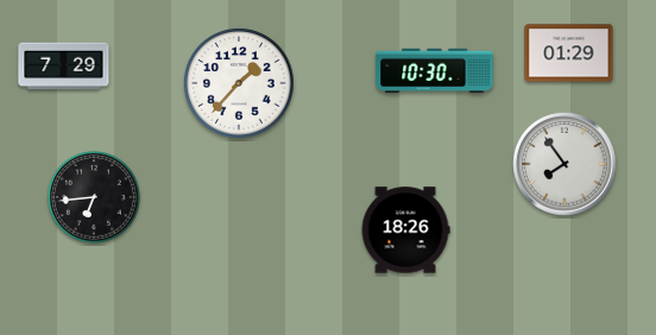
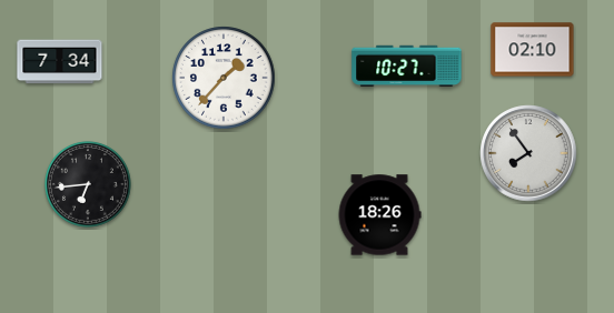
clock at (569, 53): 01:29 -> 02:10
clock at (64, 67): 7:29 -> 7:34
clock at (435, 71): 10:30 -> 10:27
